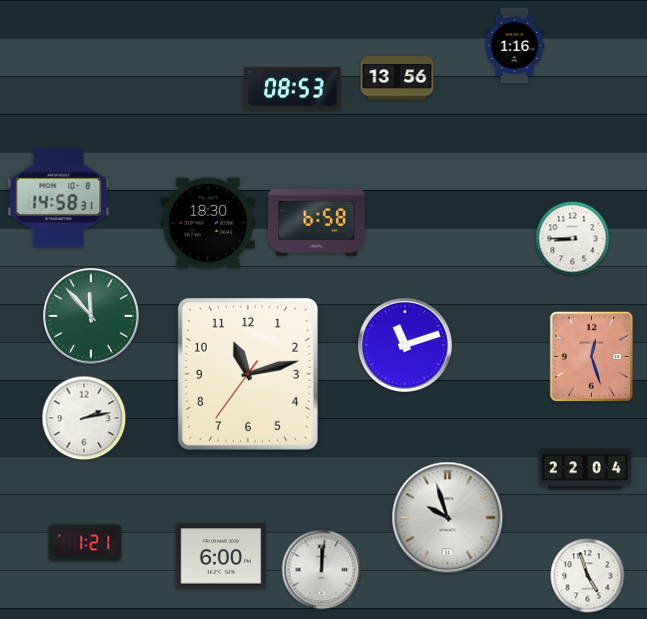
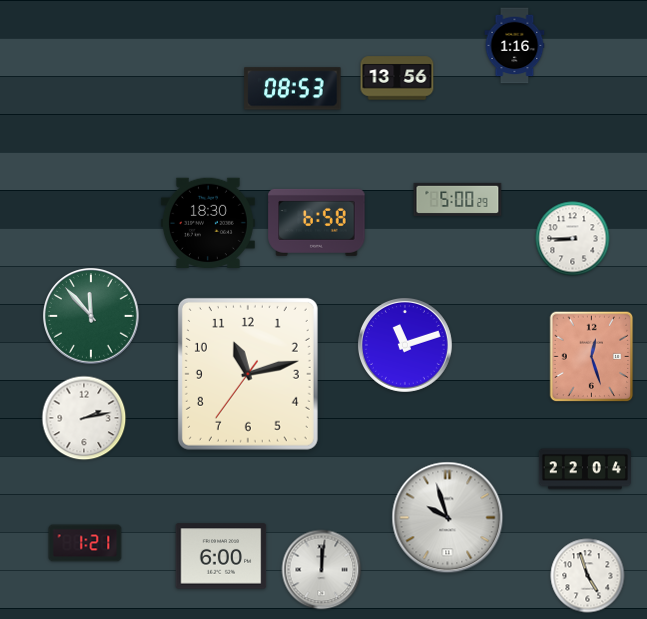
clock at (59, 198): 14:58 -> none
clock at (458, 199): none -> 5:00
